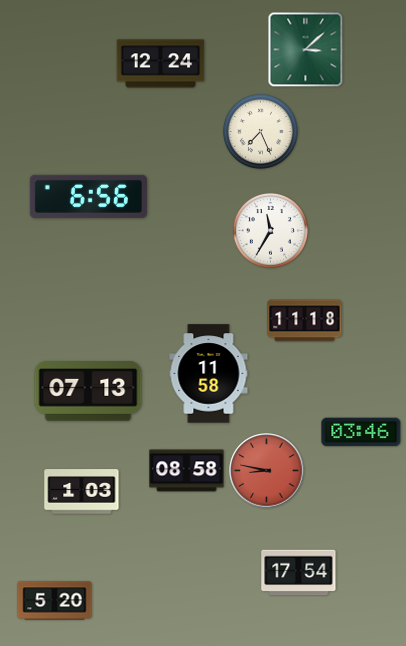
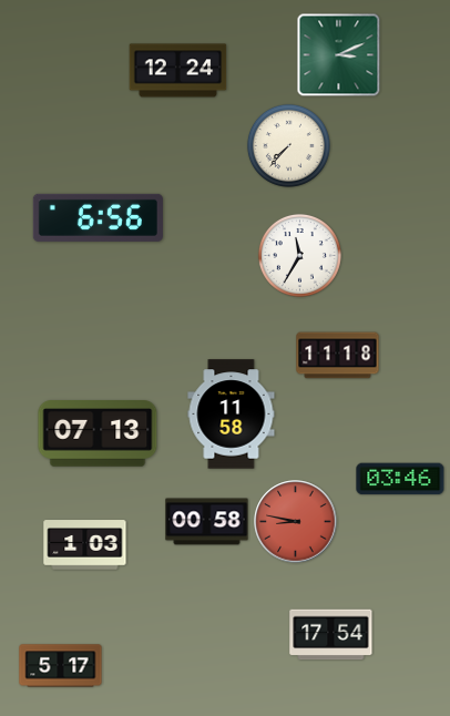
clock at (306, 50): 3:08 -> 3:11
clock at (260, 131): 7:26 -> 7:37
clock at (187, 471): 08:58 -> 00:58
clock at (82, 492) position: (82, 492) -> (85, 545)
clock at (55, 601): 5:20 -> 5:17
